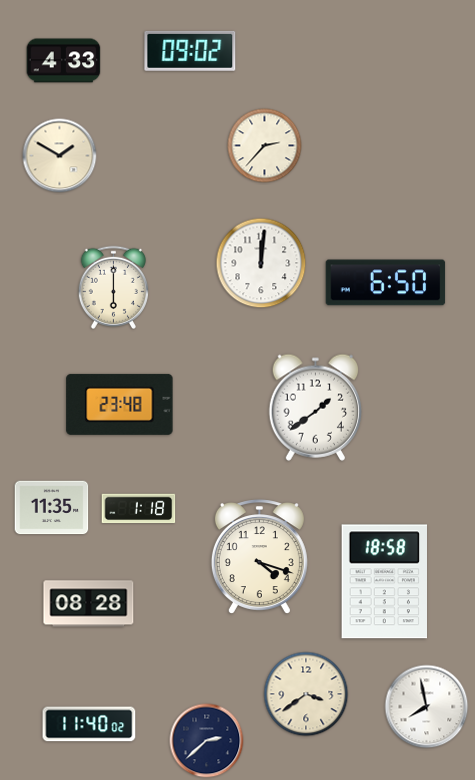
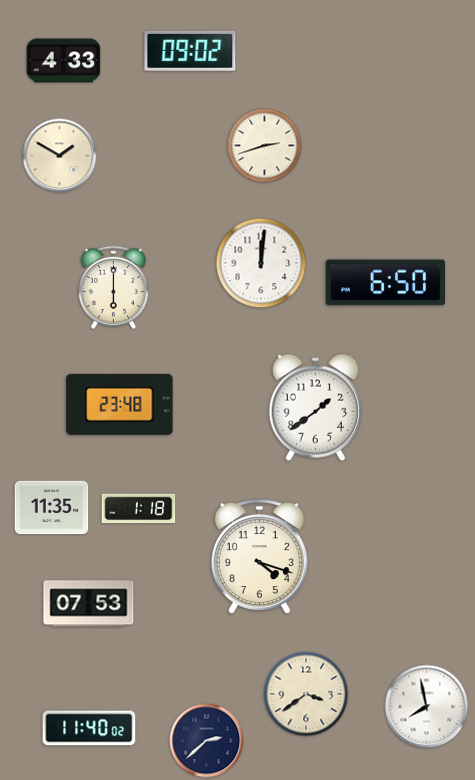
clock at (265, 146): 2:37 -> 2:42
clock at (384, 582): 18:58 -> none
clock at (89, 604): 08:28 -> 07:53
clock at (89, 724) position: (89, 724) -> (89, 728)
